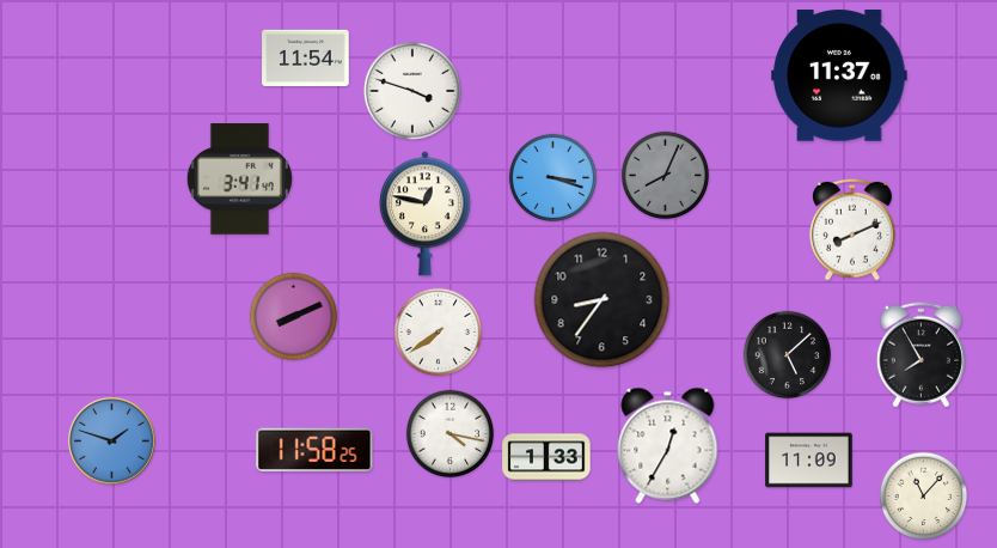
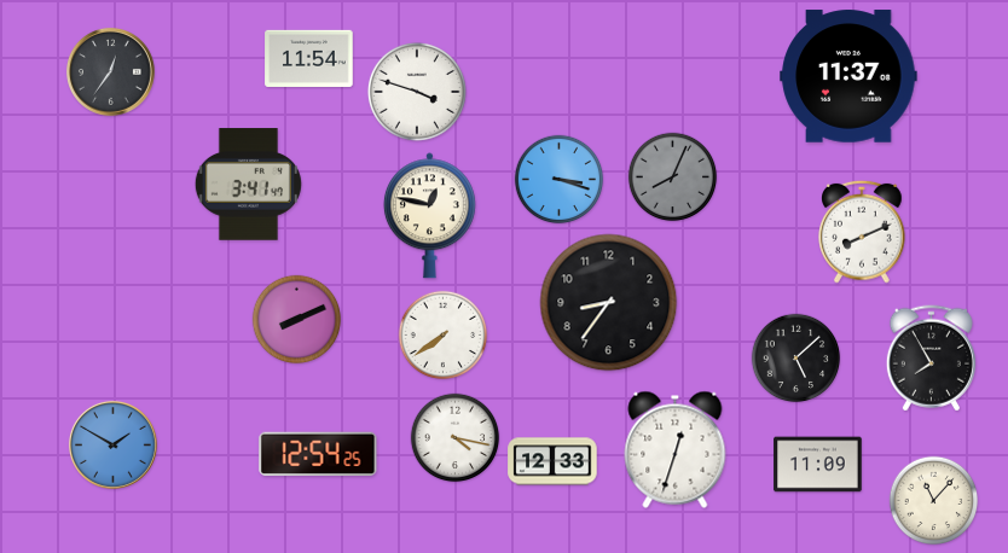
clock at (110, 71): none -> 12:36
clock at (239, 179) position: (239, 179) -> (248, 185)
clock at (111, 440): 1:48 -> 1:50
clock at (668, 445): 12:35 -> 12:33
clock at (314, 449): 11:58 -> 12:54
clock at (546, 457): 1:33 -> 12:33
